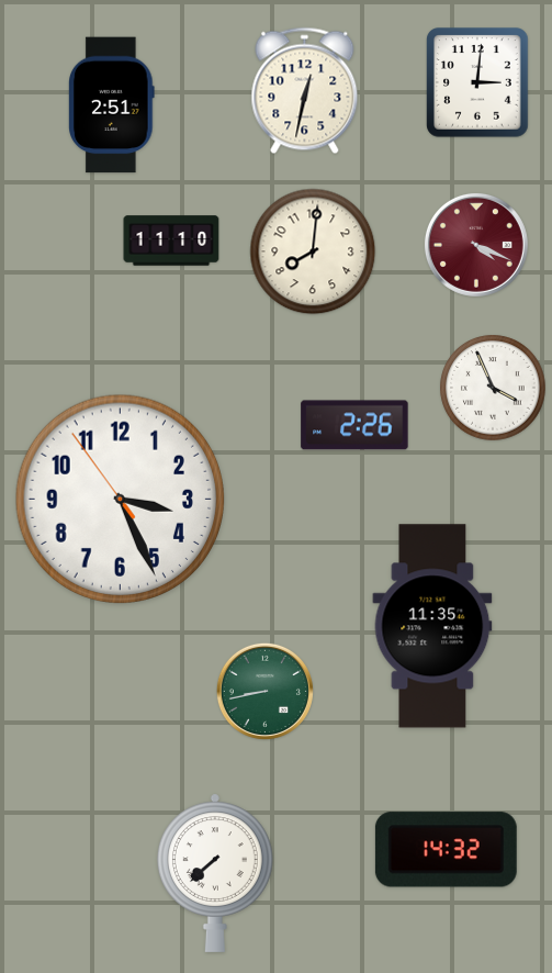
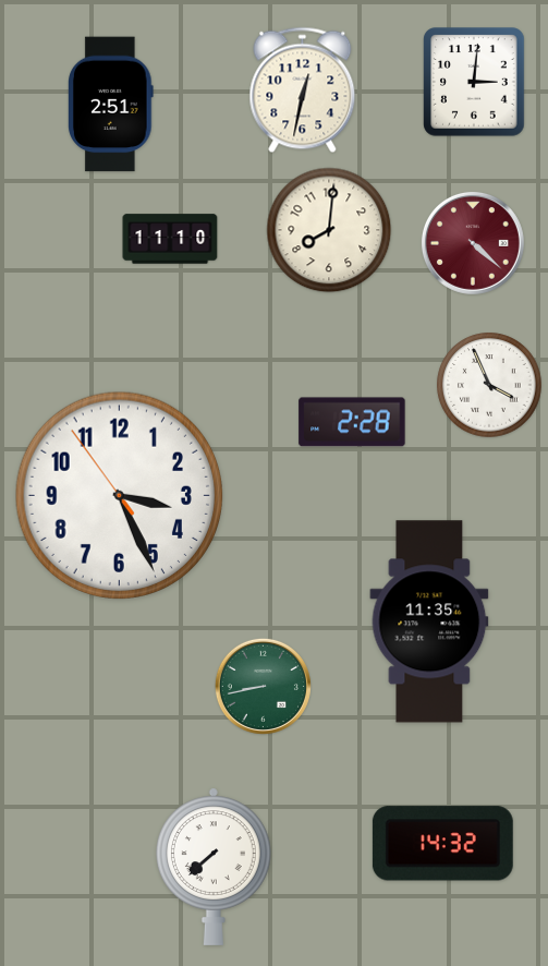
clock at (476, 245): 4:19 -> 4:22
clock at (313, 251) position: (313, 251) -> (329, 230)
clock at (354, 425): 2:26 -> 2:28
